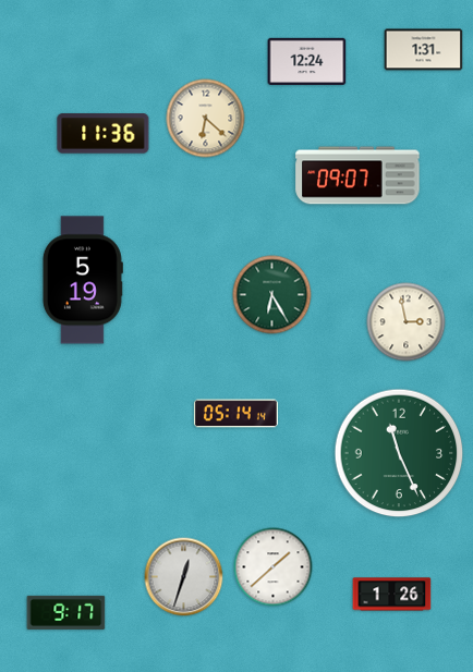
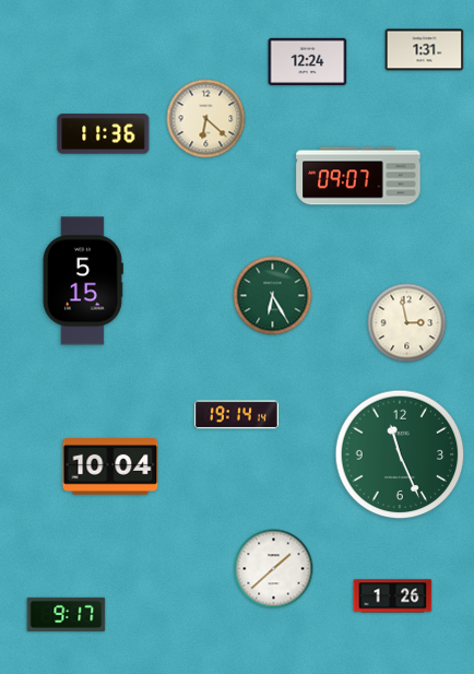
clock at (83, 280): 5:19 -> 5:15
clock at (235, 414): 05:14 -> 19:14
clock at (110, 466): none -> 10:04
clock at (184, 577): 12:33 -> none
